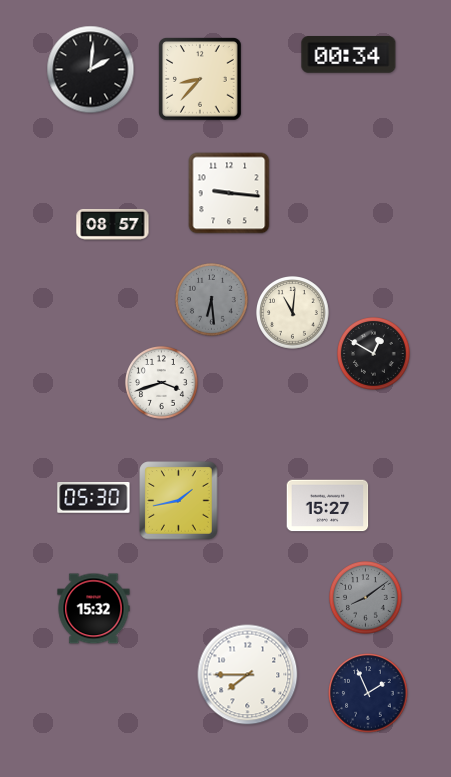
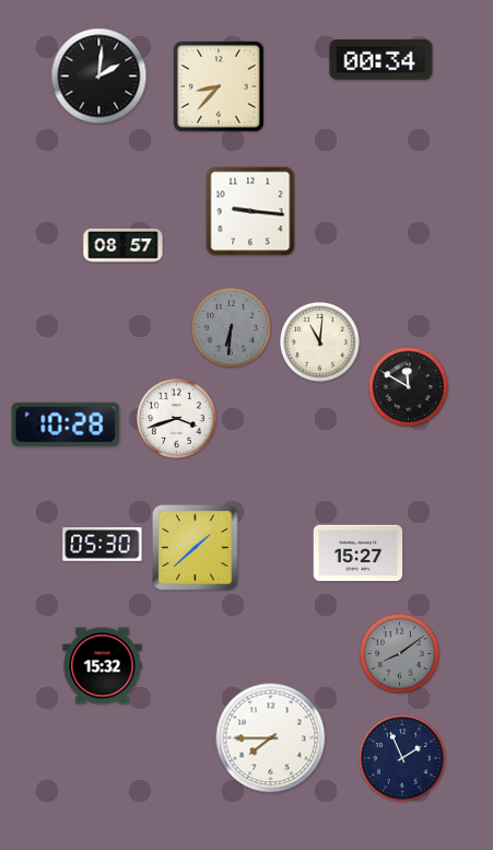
clock at (212, 300): 6:29 -> 6:31
clock at (374, 354): 12:50 -> 11:50
clock at (66, 424): none -> 10:28
clock at (179, 501): 1:43 -> 1:38
